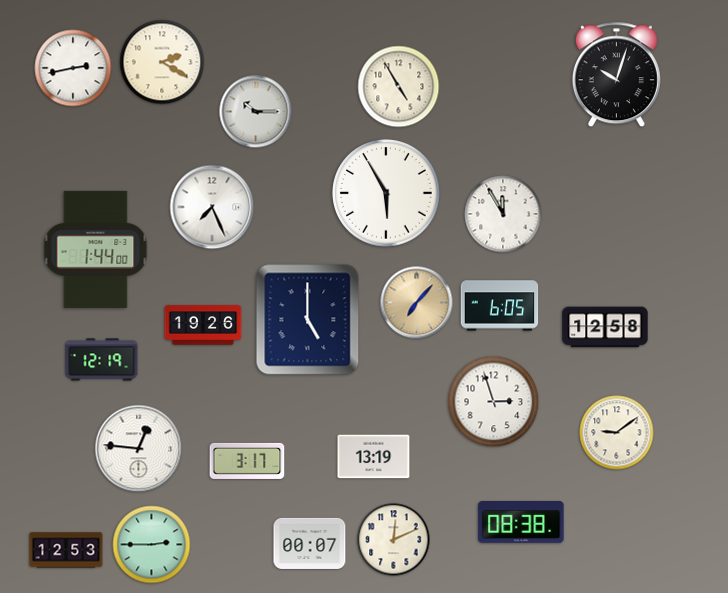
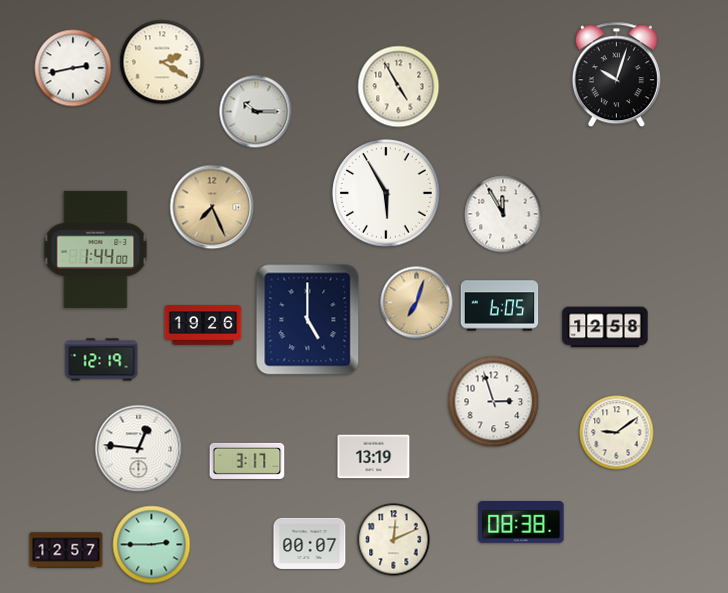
clock at (212, 207) dial: white -> champagne
clock at (417, 303): 7:07 -> 7:03
clock at (66, 550): 12:53 -> 12:57
